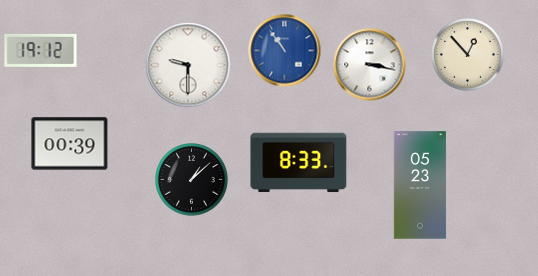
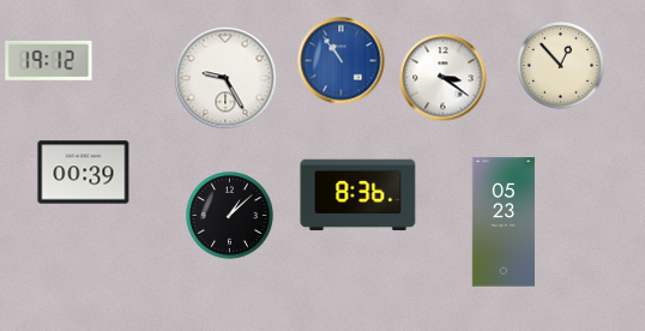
clock at (188, 65): 9:30 -> 9:25
clock at (370, 65): 3:17 -> 3:21
clock at (299, 163): 8:33 -> 8:36
